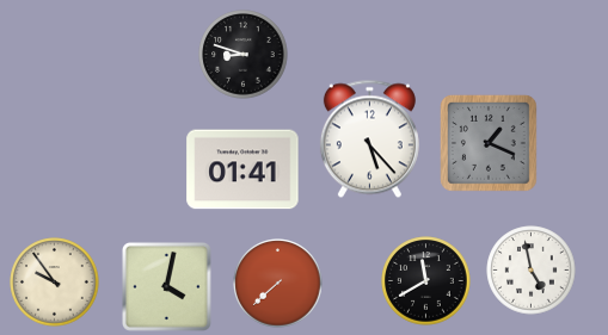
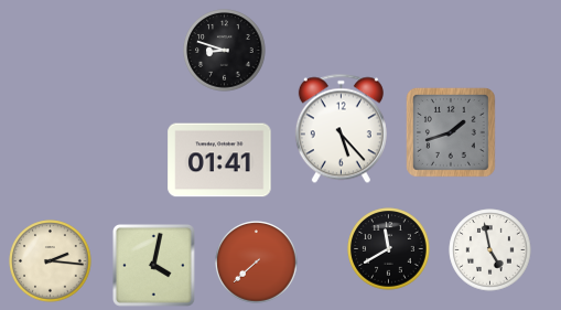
clock at (489, 143): 1:19 -> 1:42
clock at (242, 169) position: (242, 169) -> (219, 160)
clock at (426, 281) position: (426, 281) -> (389, 249)
clock at (55, 283): 9:54 -> 2:16
